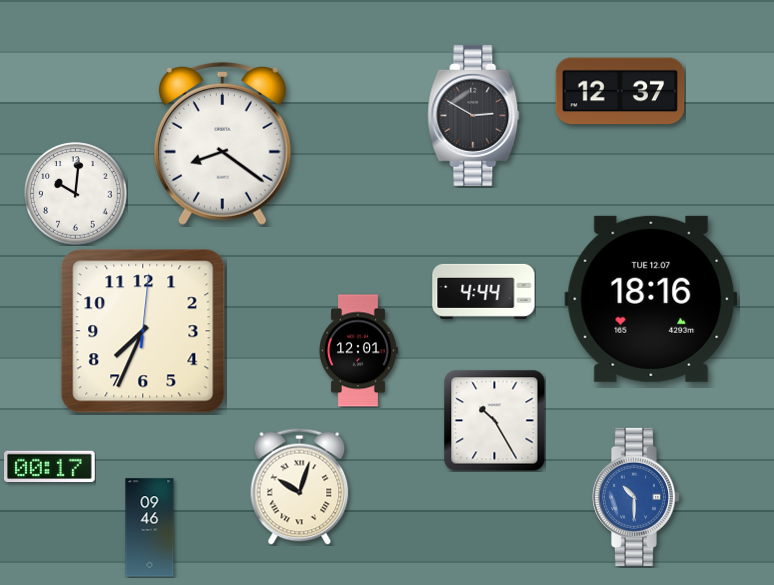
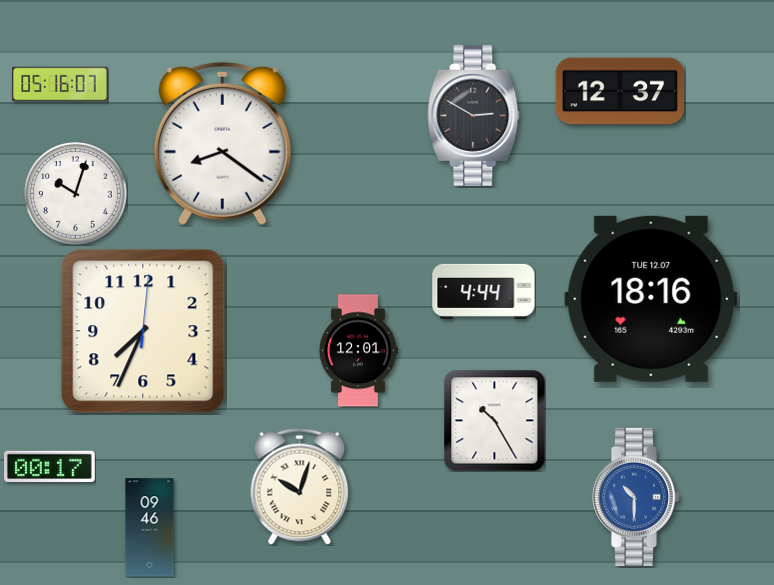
clock at (60, 84): none -> 05:16
clock at (76, 194): 10:01 -> 10:03
